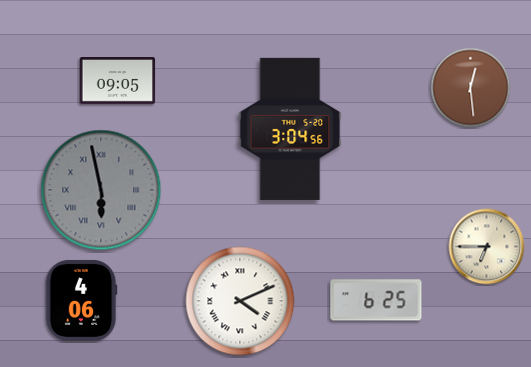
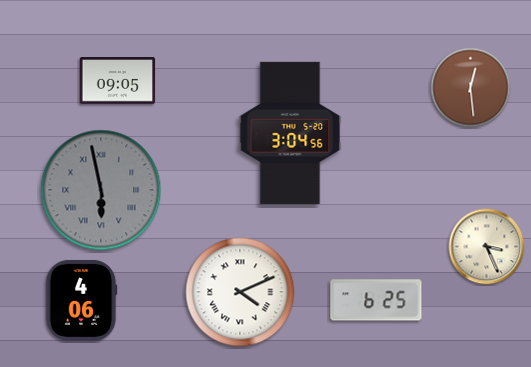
clock at (290, 129) position: (290, 129) -> (290, 133)
clock at (487, 247): 6:45 -> 3:26
clock at (240, 301) position: (240, 301) -> (240, 292)
